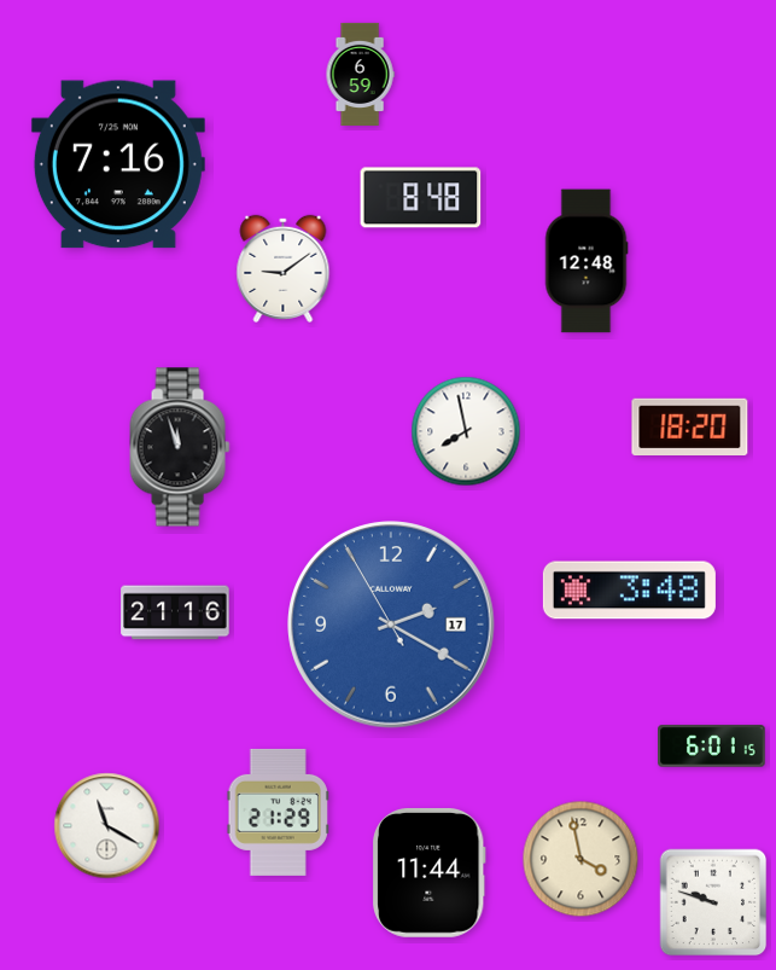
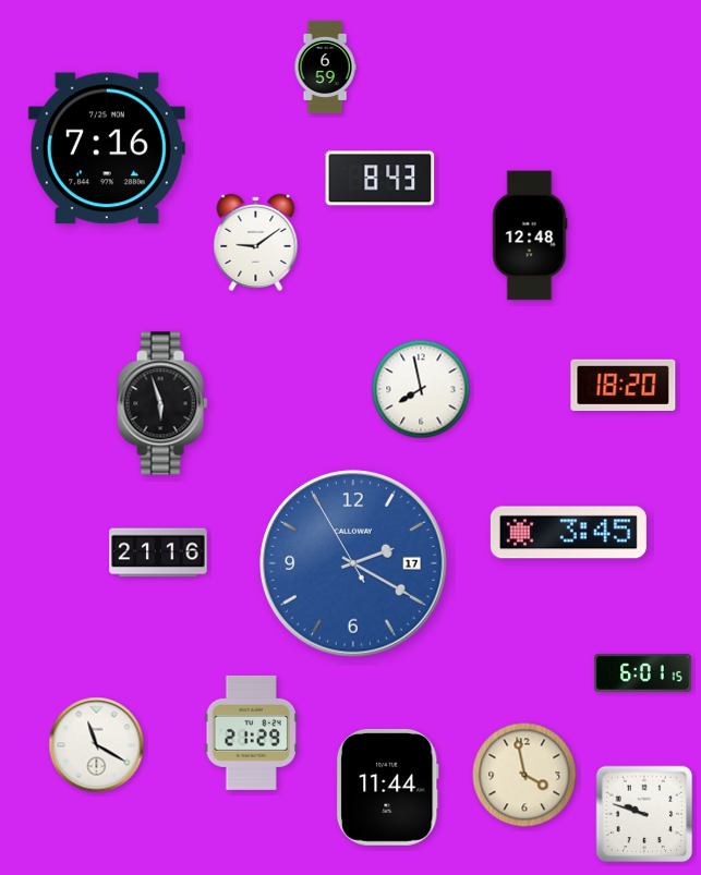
clock at (421, 198): 8:48 -> 8:43
clock at (180, 447): 11:57 -> 5:57
clock at (629, 591): 3:48 -> 3:45
